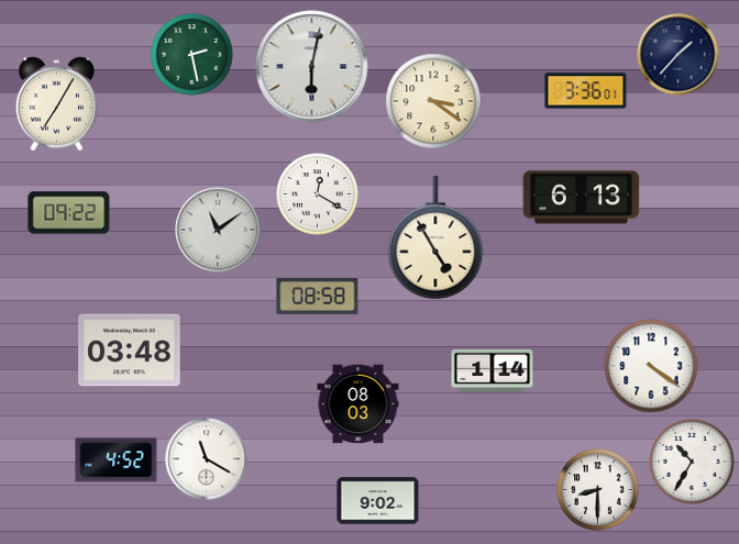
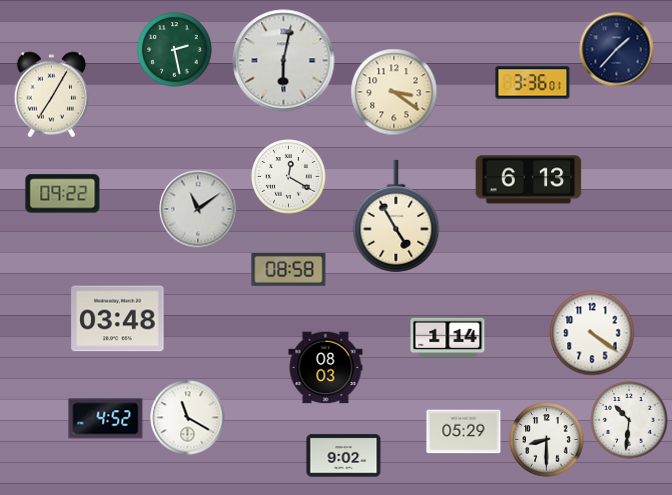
clock at (692, 462): 10:35 -> 10:31
clock at (464, 432): none -> 05:29
clock at (598, 490) position: (598, 490) -> (547, 440)
